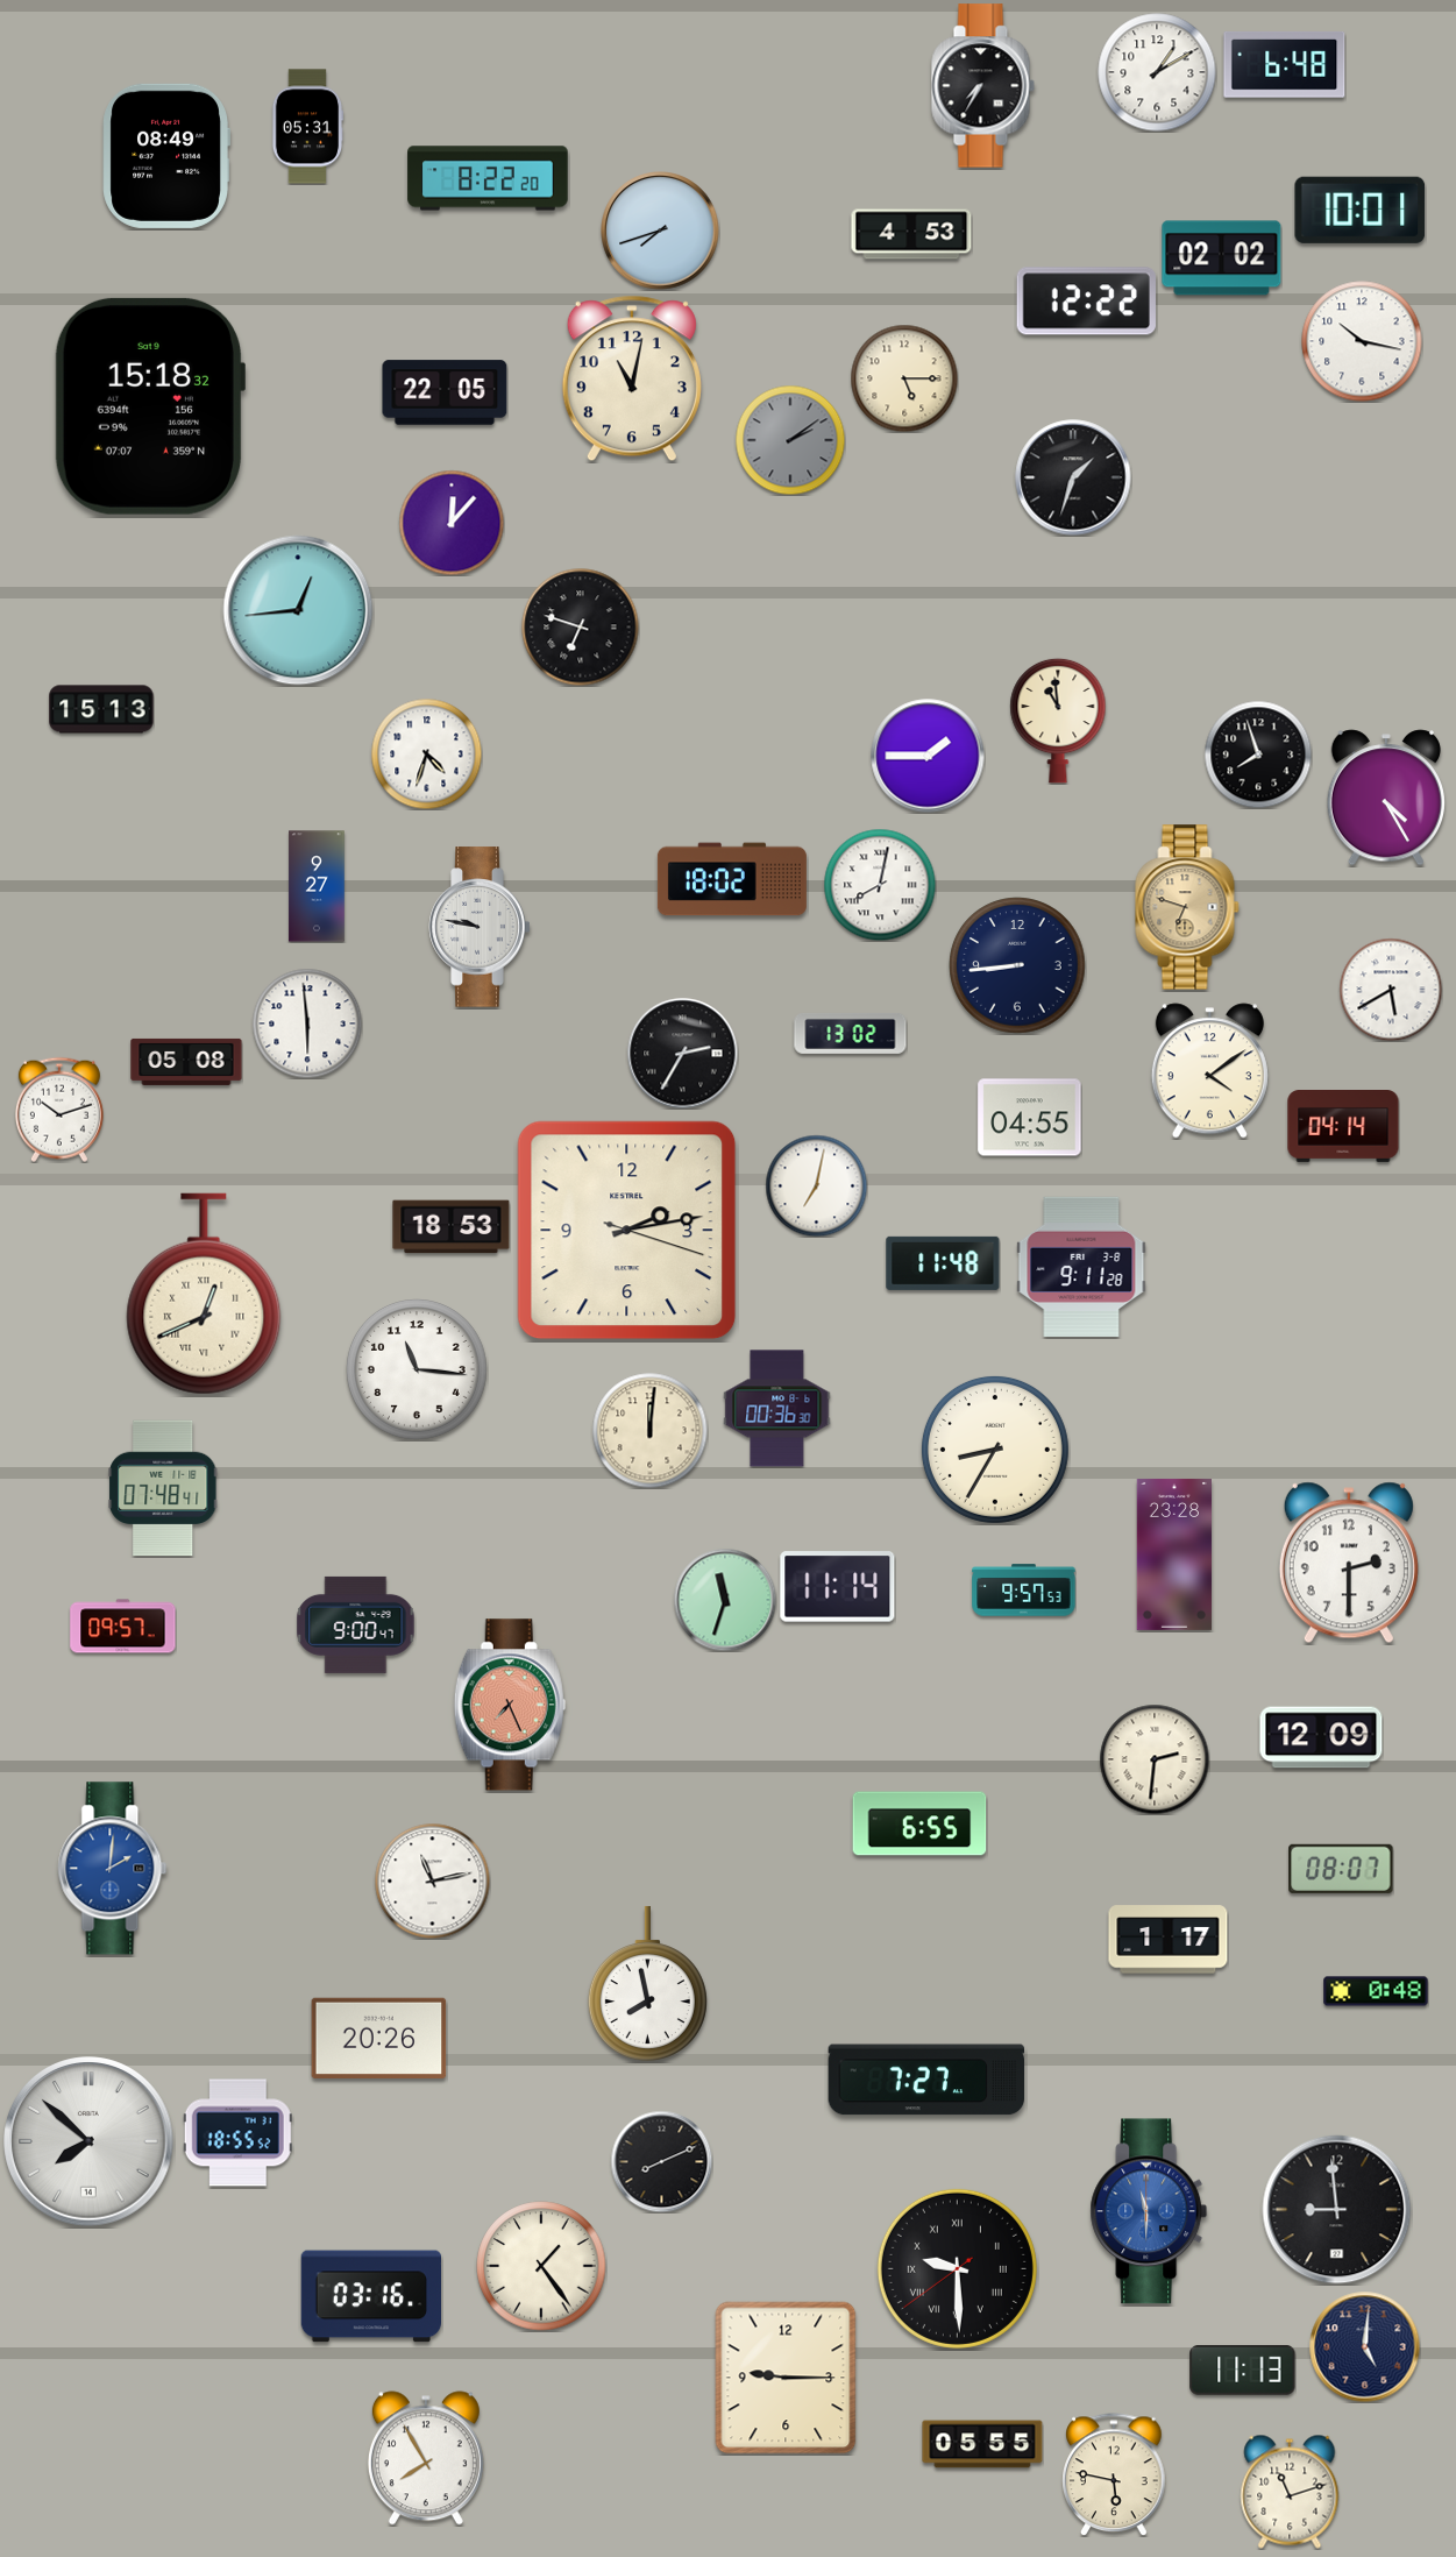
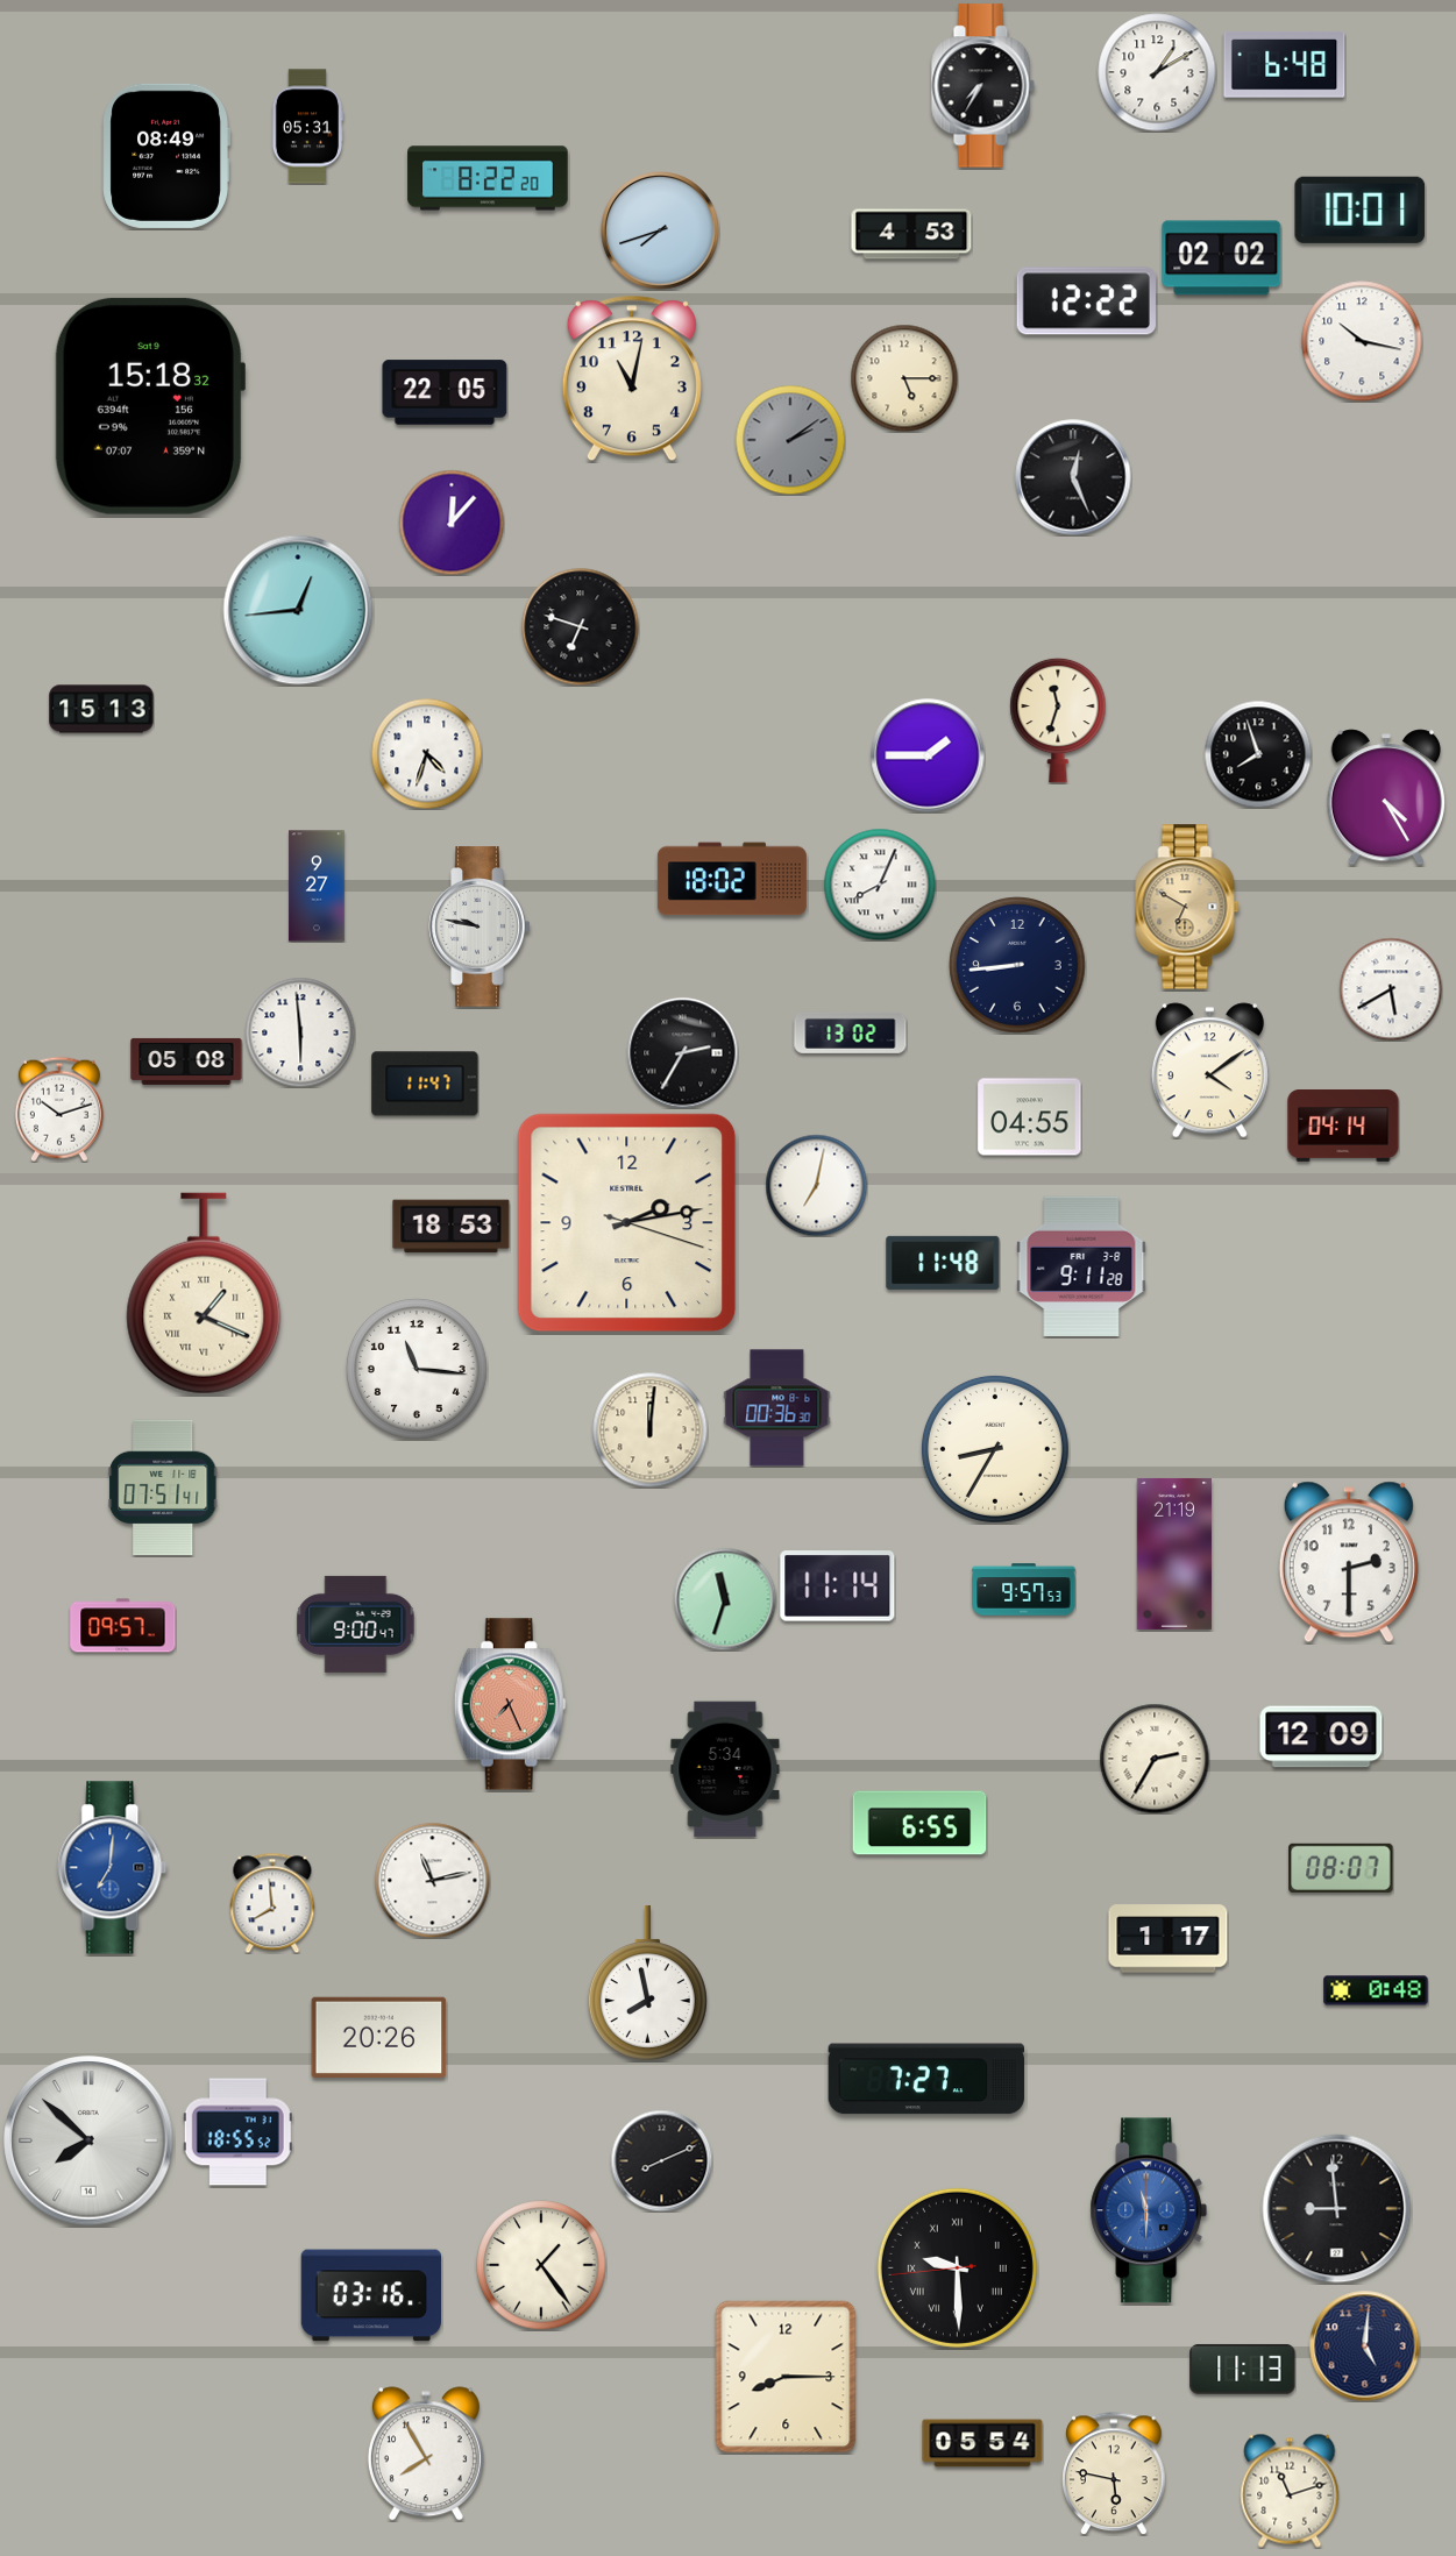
clock at (1073, 477): 1:33 -> 12:26
clock at (1058, 721): 10:59 -> 11:33
clock at (880, 885): 8:02 -> 8:04
clock at (1187, 907): 6:48 -> 6:50
clock at (307, 1023) position: (307, 1023) -> (300, 1032)
clock at (425, 1084): none -> 11:47
clock at (627, 1231) position: (627, 1231) -> (627, 1223)
clock at (204, 1294): 12:41 -> 1:19
clock at (163, 1488): 07:48 -> 07:51
clock at (1173, 1554): 23:28 -> 21:19
clock at (1155, 1759): 2:31 -> 2:35
clock at (725, 1769): none -> 5:34
clock at (113, 1869): 2:01 -> 7:01
clock at (272, 1903): none -> 7:59
clock at (957, 2268): 9:29:39 -> 9:29:44
clock at (786, 2378): 9:15 -> 8:15
clock at (982, 2444): 05:55 -> 05:54
clock at (426, 2458) position: (426, 2458) -> (426, 2454)
